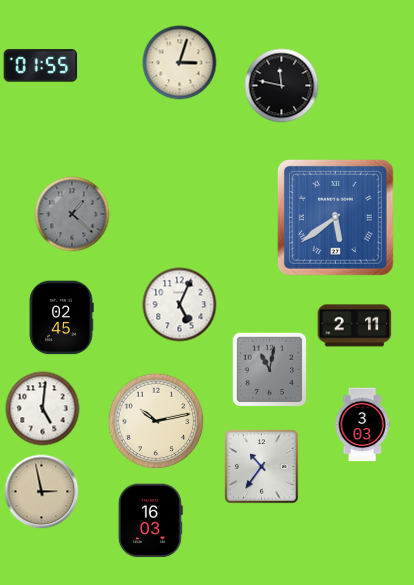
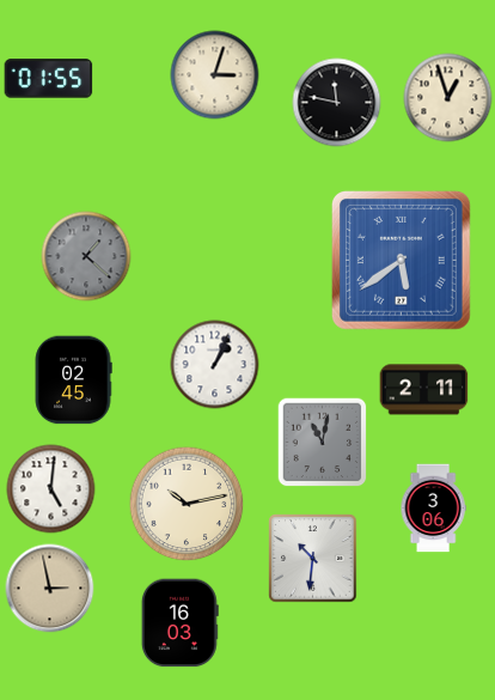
clock at (448, 98): none -> 12:57
clock at (180, 305): 5:04 -> 1:04
clock at (362, 425): 3:03 -> 3:06
clock at (262, 467): 10:36 -> 10:31
